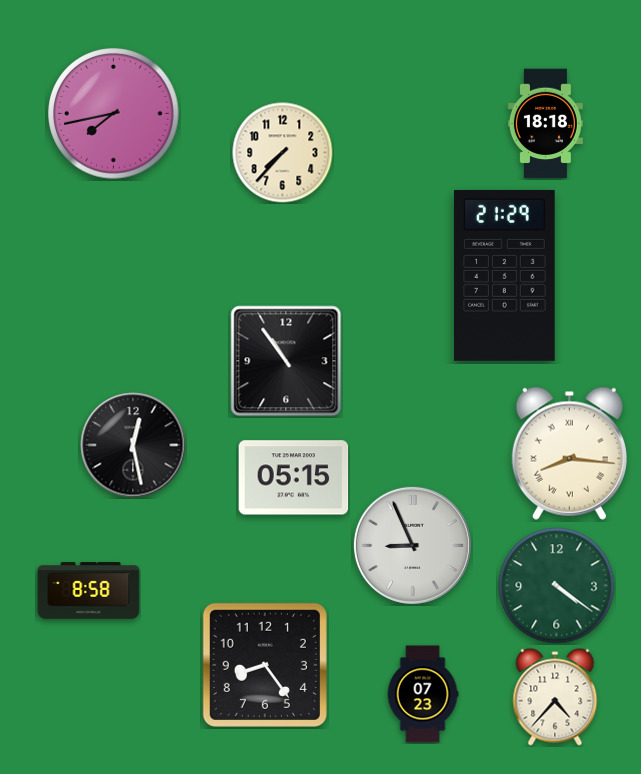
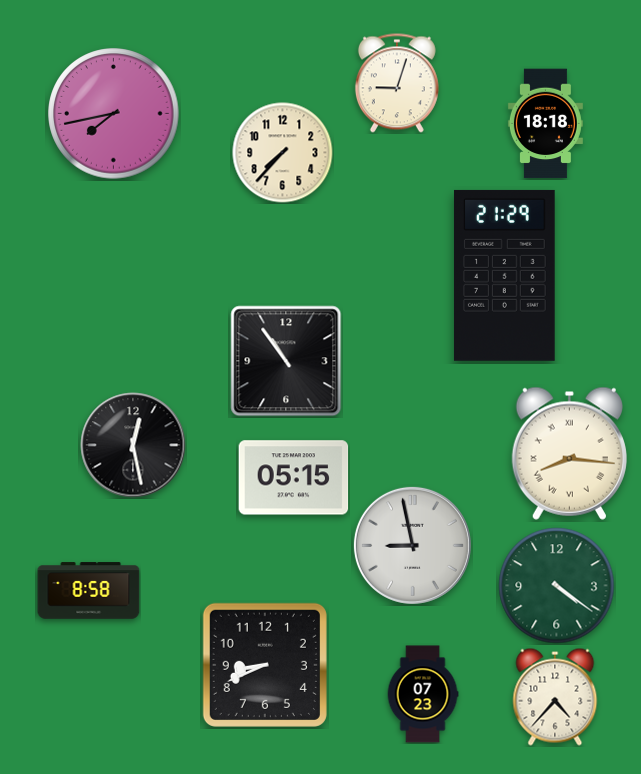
clock at (397, 83): none -> 9:03
clock at (412, 545): 8:56 -> 8:58
clock at (265, 665): 8:24 -> 8:41
